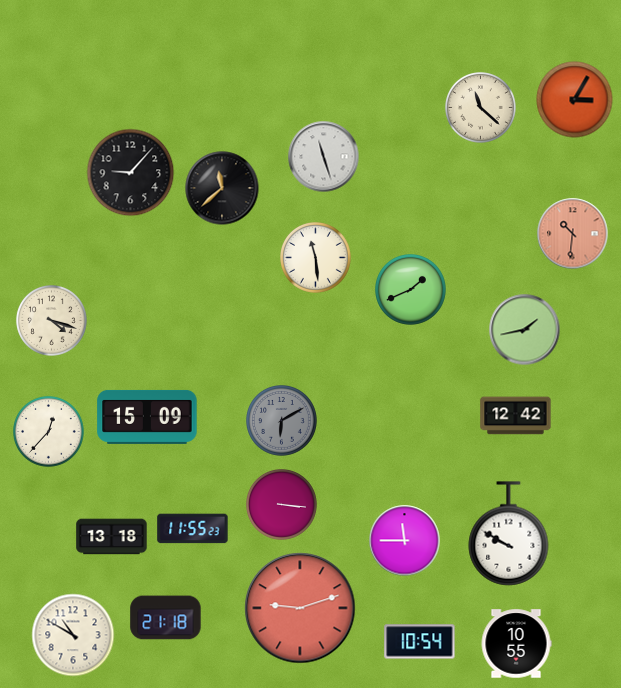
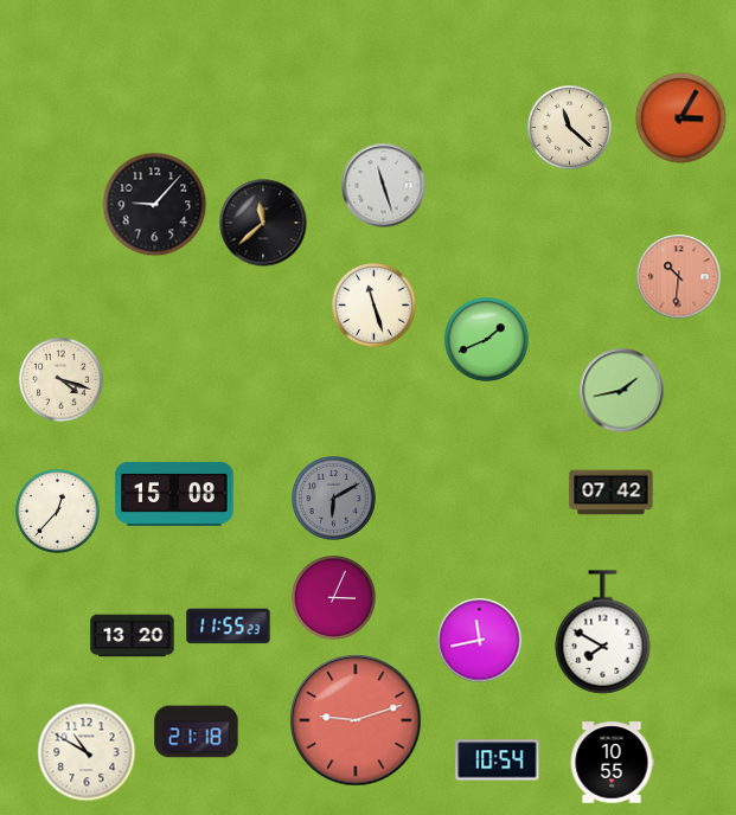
clock at (316, 258): 11:29 -> 11:27
clock at (411, 290) position: (411, 290) -> (487, 340)
clock at (516, 416): 12:42 -> 07:42
clock at (147, 417): 15:09 -> 15:08
clock at (282, 505): 3:16 -> 3:04
clock at (509, 534): 9:50 -> 7:50
clock at (112, 537): 13:18 -> 13:20
clock at (405, 541): 11:45 -> 11:43
